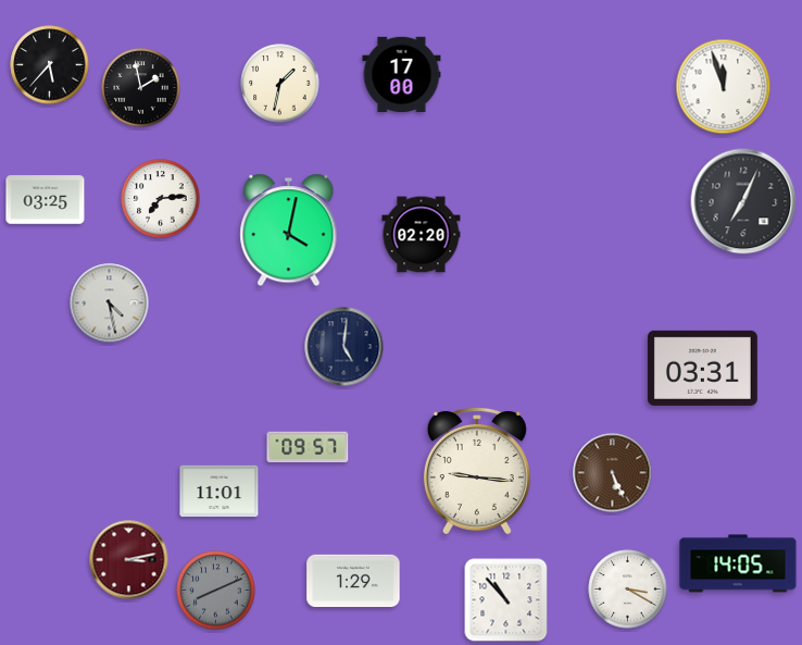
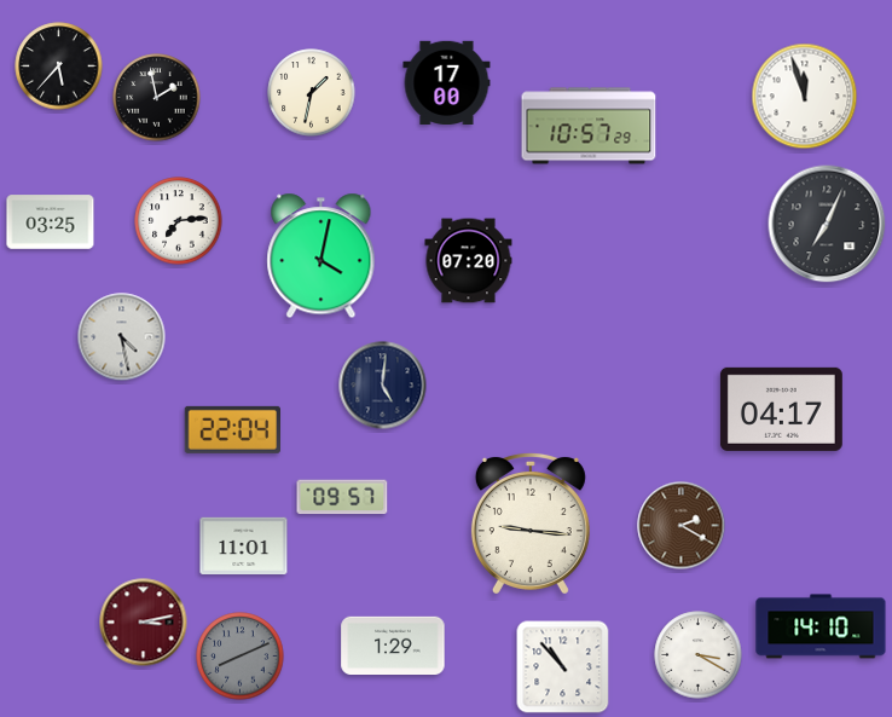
clock at (50, 65) position: (50, 65) -> (59, 67)
clock at (589, 126): none -> 10:57
clock at (422, 235): 02:20 -> 07:20
clock at (702, 368): 03:31 -> 04:17
clock at (232, 429): none -> 22:04
clock at (613, 473): 5:26 -> 2:20
clock at (738, 563): 14:05 -> 14:10
